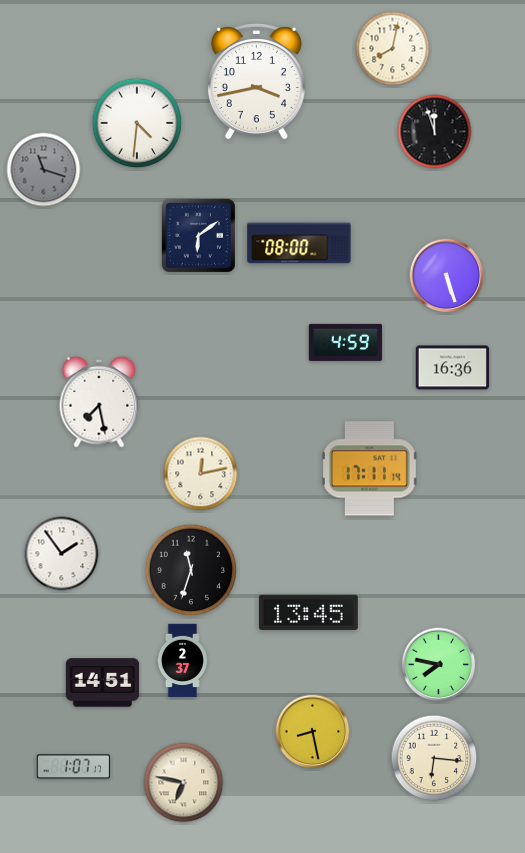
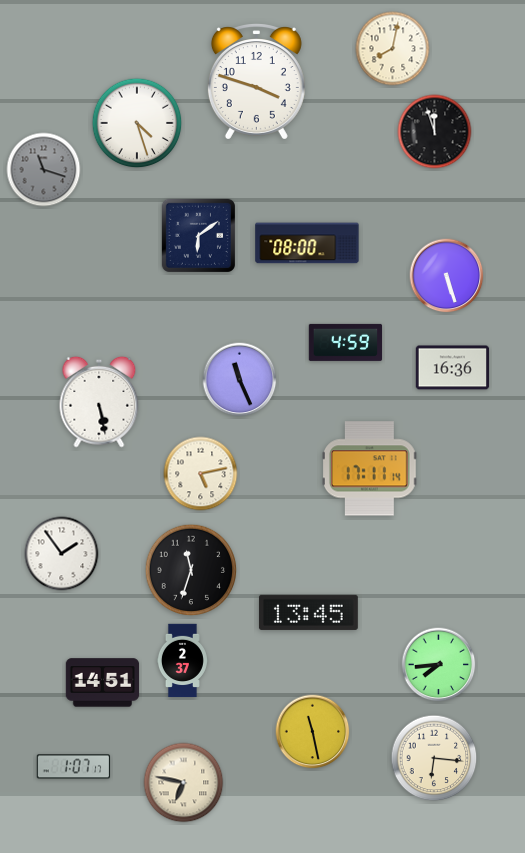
clock at (256, 82): 3:43 -> 3:48
clock at (137, 123): 4:31 -> 4:27
clock at (299, 243) position: (299, 243) -> (307, 243)
clock at (240, 380): none -> 11:26
clock at (99, 402): 7:28 -> 5:28
clock at (201, 474): 12:13 -> 5:13
clock at (439, 665): 7:47 -> 7:44
clock at (313, 732): 8:28 -> 11:28
